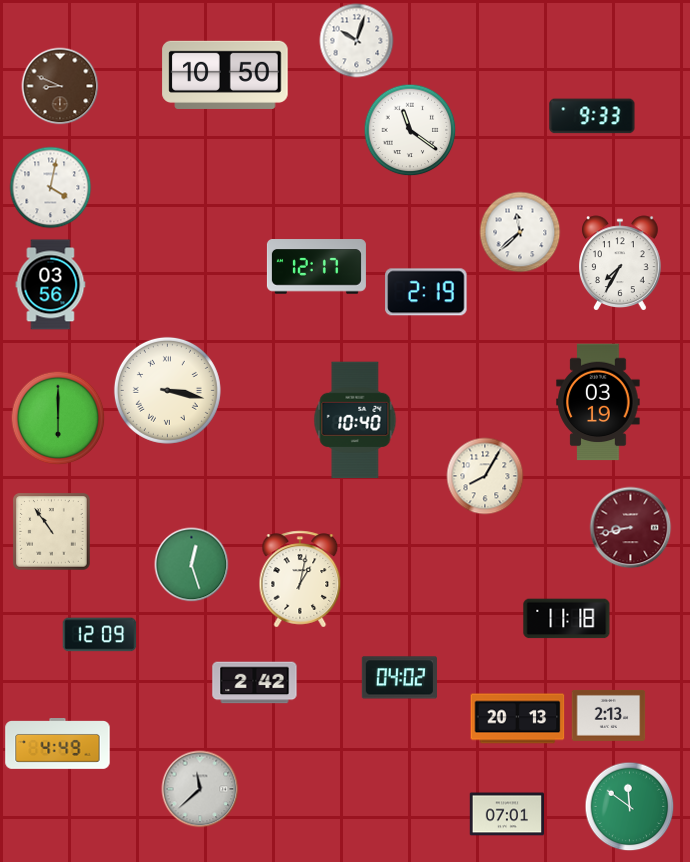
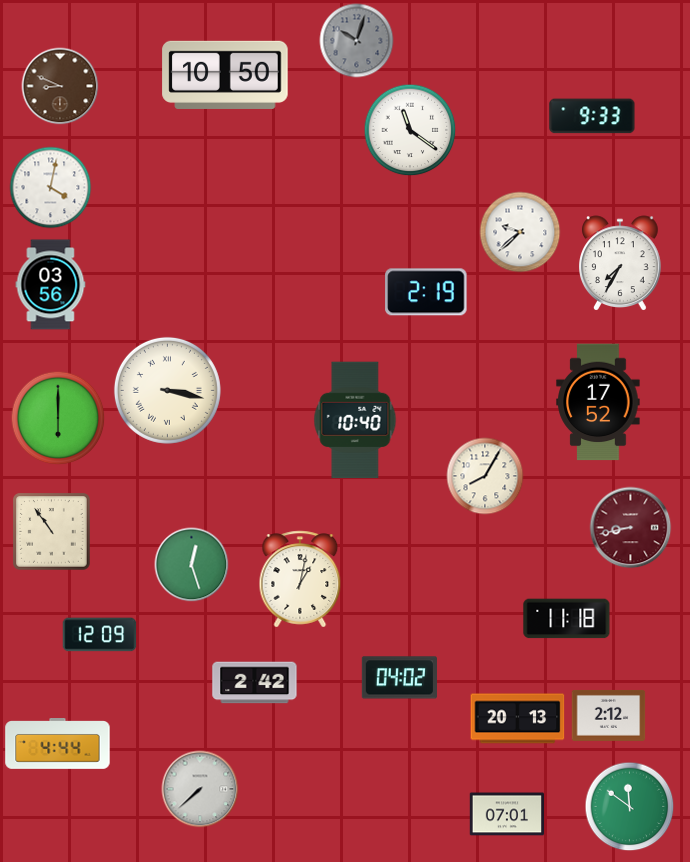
clock at (357, 41) dial: white -> grey
clock at (520, 232): 11:38 -> 9:38
clock at (316, 267): 12:17 -> none
clock at (598, 402): 03:19 -> 17:52
clock at (609, 715): 2:13 -> 2:12
clock at (58, 744): 4:49 -> 4:44
clock at (200, 789): 11:38 -> 7:38
